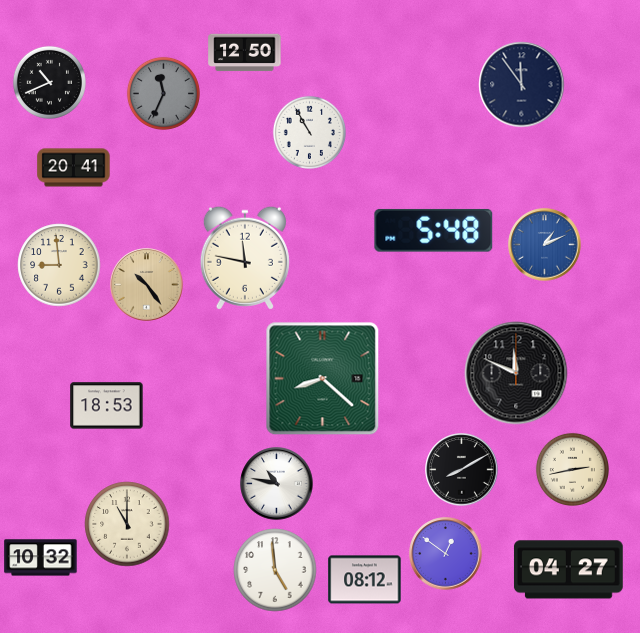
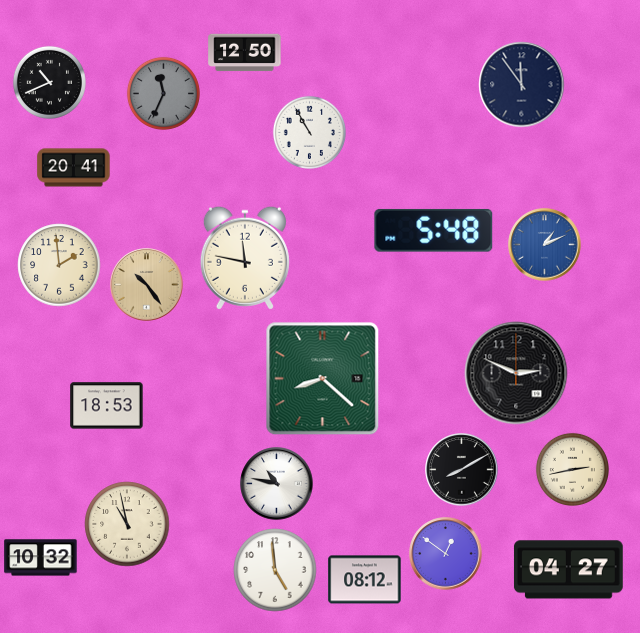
clock at (59, 265): 8:59 -> 1:59
clock at (516, 373): 11:49 -> 2:49
clock at (127, 524): 11:00 -> 10:58
